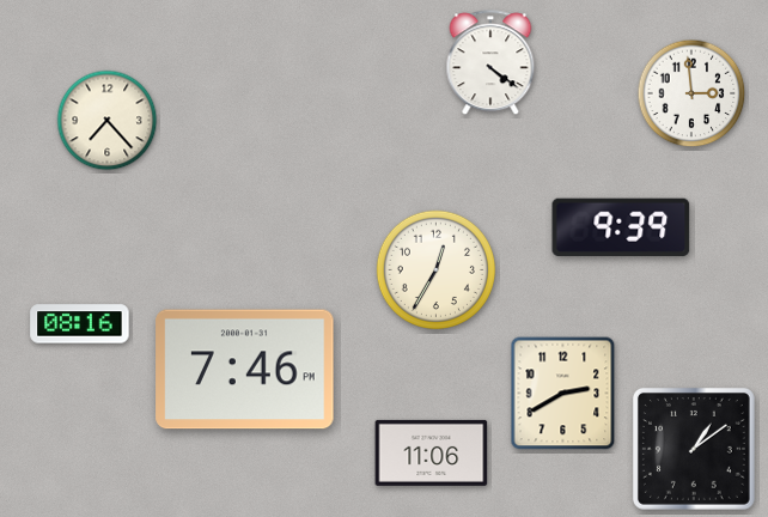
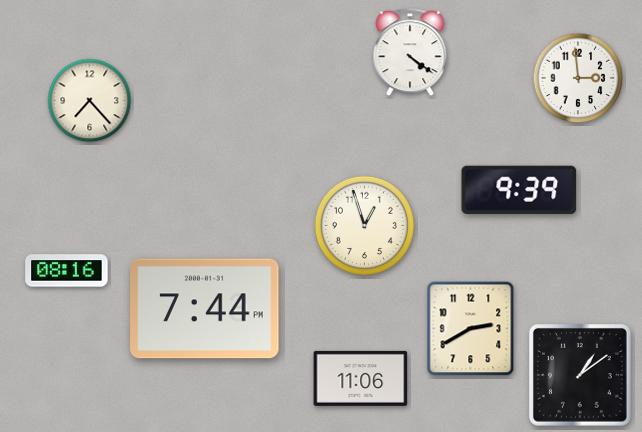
clock at (435, 269): 12:35 -> 12:57
clock at (245, 370): 7:46 -> 7:44
